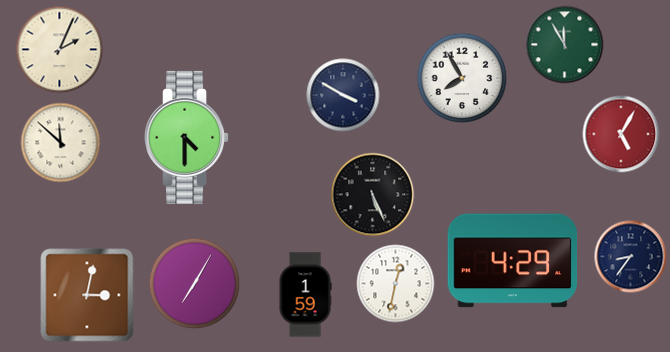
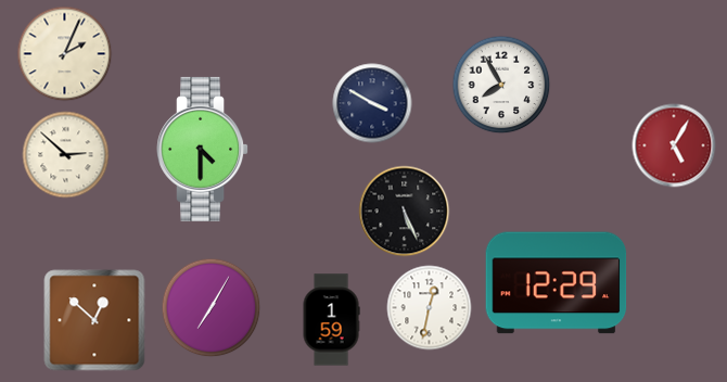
clock at (565, 45): 11:55 -> none
clock at (61, 143): 11:52 -> 2:52
clock at (631, 257): 8:36 -> none
clock at (513, 261): 4:29 -> 12:29
clock at (87, 295): 3:02 -> 12:52
